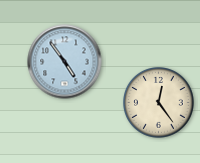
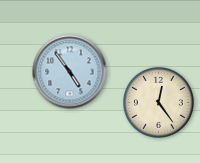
clock at (65, 62) position: (65, 62) -> (70, 72)
